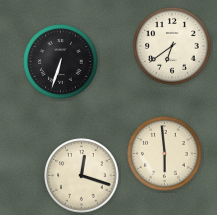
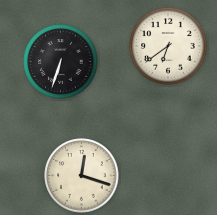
clock at (172, 46) position: (172, 46) -> (168, 46)
clock at (165, 154): 5:59 -> none
